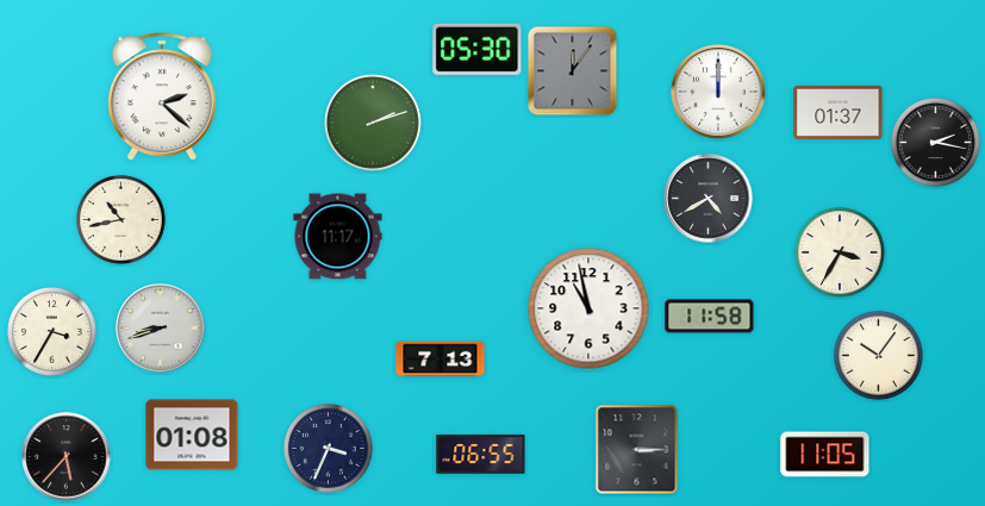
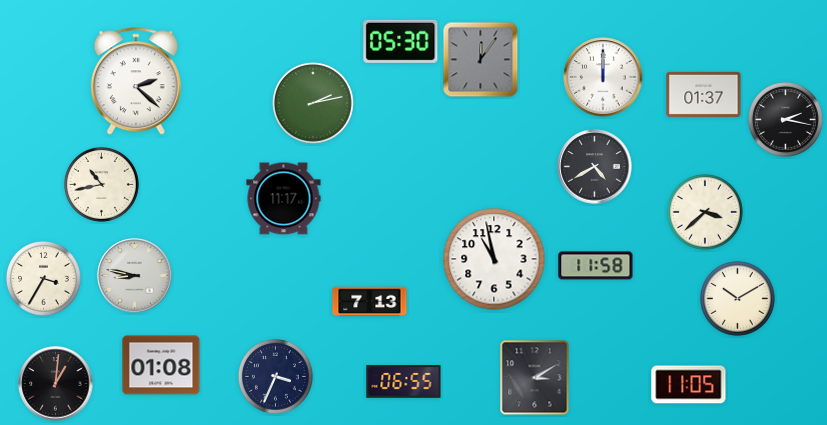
clock at (373, 123): 2:12 -> 2:13
clock at (841, 254): 3:35 -> 3:38
clock at (161, 329): 8:42 -> 8:47
clock at (878, 355): 10:06 -> 10:10
clock at (637, 450): 3:15 -> 3:10
clock at (825, 455) position: (825, 455) -> (689, 385)
clock at (67, 457): 5:37 -> 1:01
